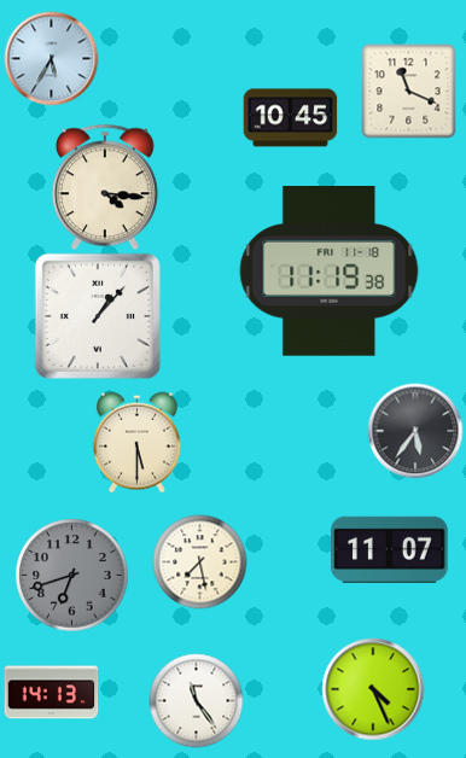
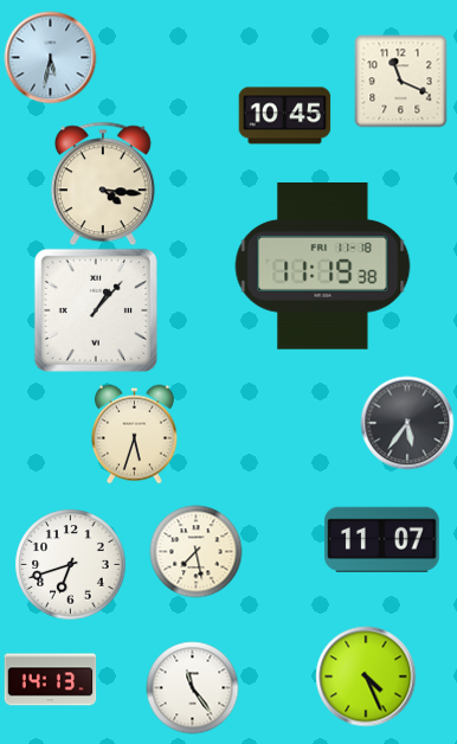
clock at (51, 58): 5:35 -> 5:32
clock at (408, 91) position: (408, 91) -> (400, 81)
clock at (136, 442): 5:30 -> 5:33
clock at (71, 575) dial: grey -> white
